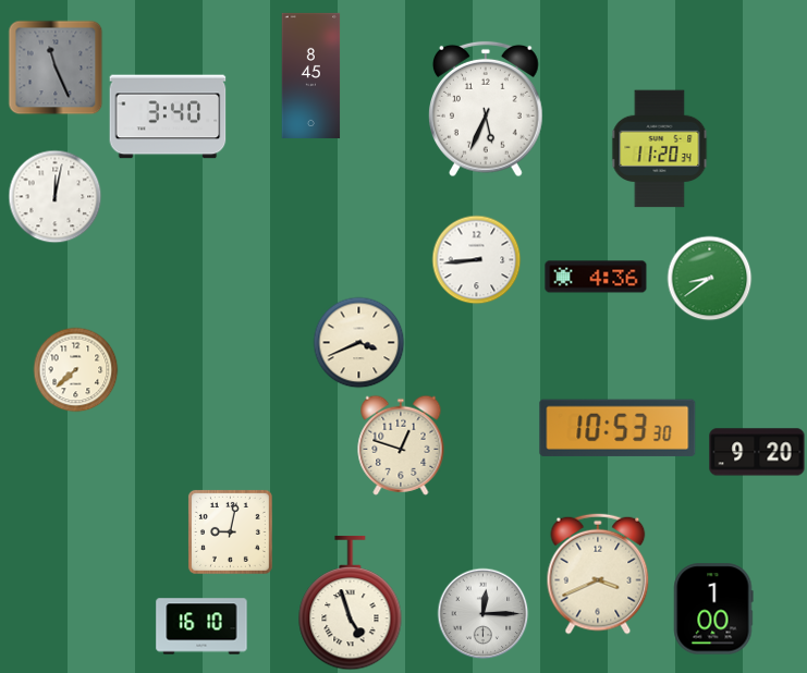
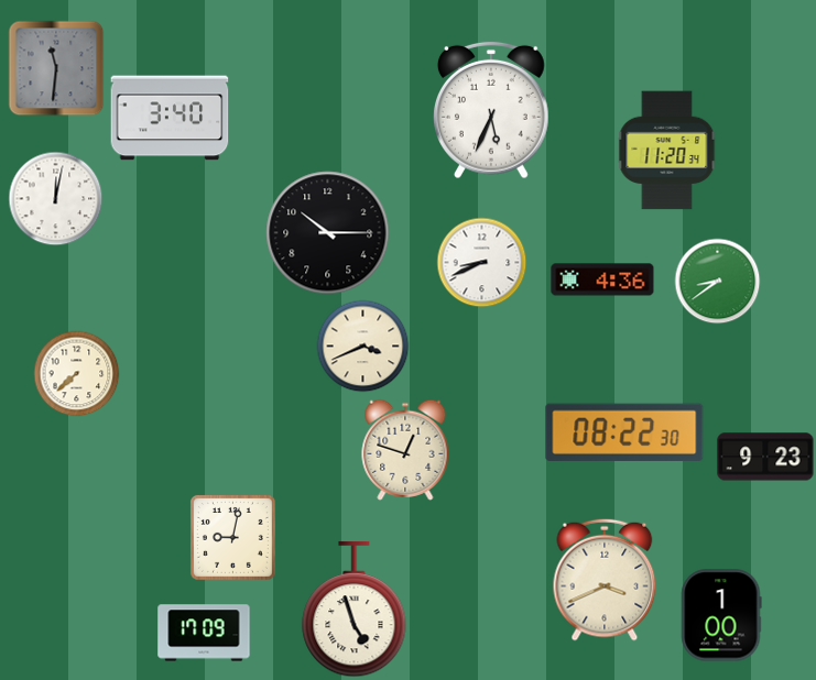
clock at (56, 68): 11:26 -> 11:31
clock at (311, 75): 8:45 -> none
clock at (328, 233): none -> 10:15
clock at (476, 259): 8:44 -> 8:41
clock at (618, 428): 10:53 -> 08:22
clock at (757, 452): 9:20 -> 9:23
clock at (482, 613): 12:15 -> none
clock at (201, 626): 16:10 -> 17:09
